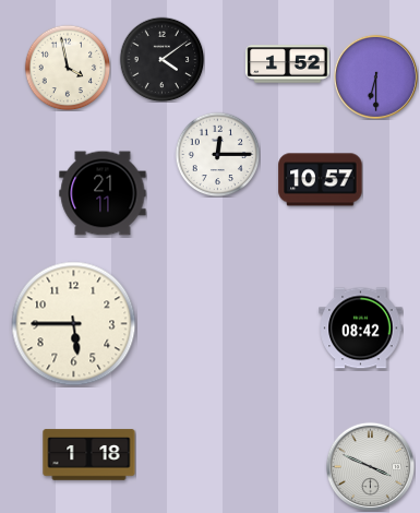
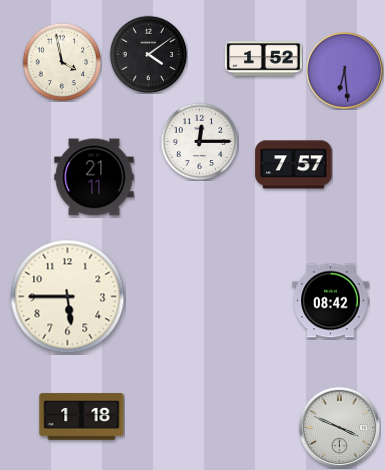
clock at (375, 76): 6:30 -> 6:29
clock at (321, 180): 10:57 -> 7:57
